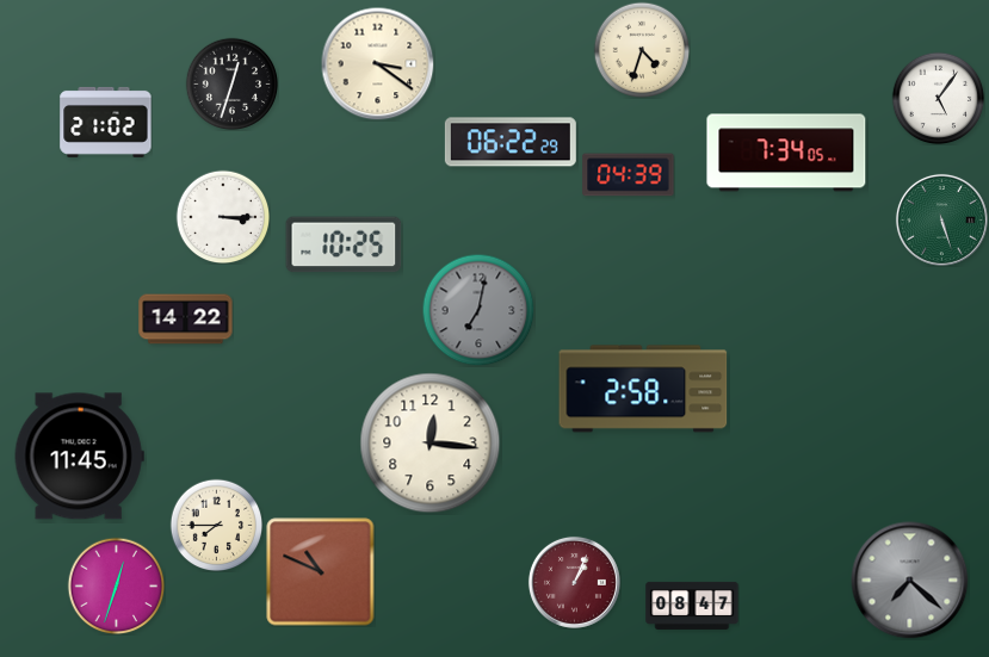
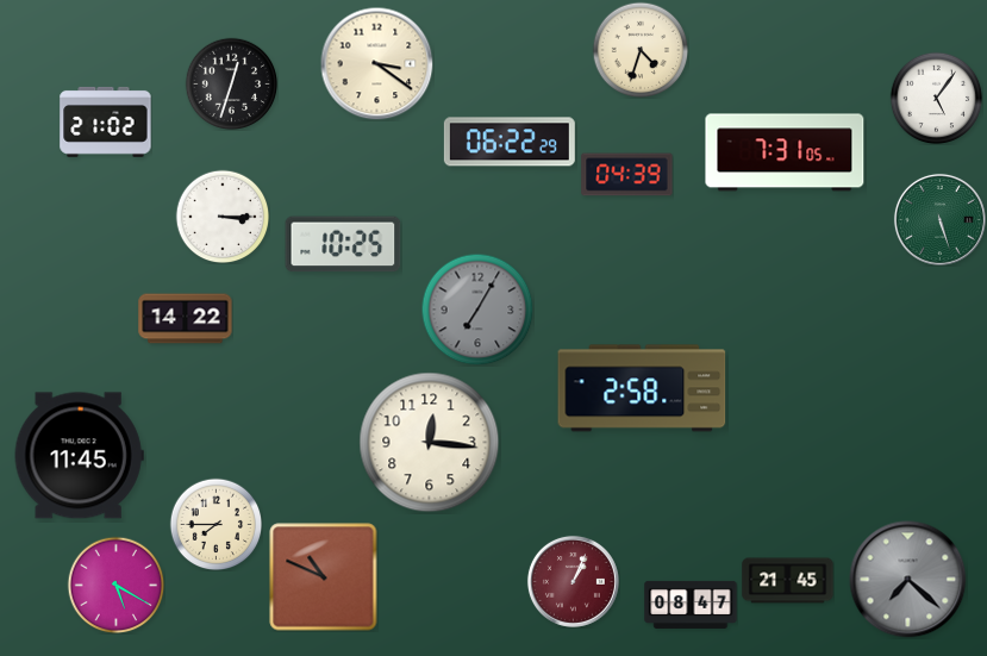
clock at (786, 153): 7:34 -> 7:31
clock at (478, 310): 7:02 -> 7:05
clock at (321, 572) position: (321, 572) -> (324, 577)
clock at (788, 581): none -> 21:45
clock at (116, 585): 12:33 -> 5:20
